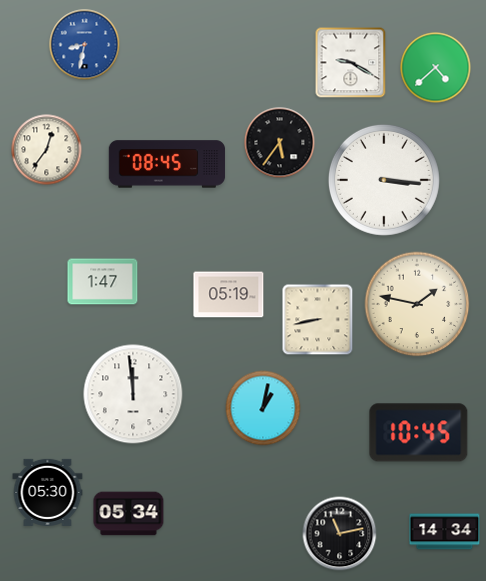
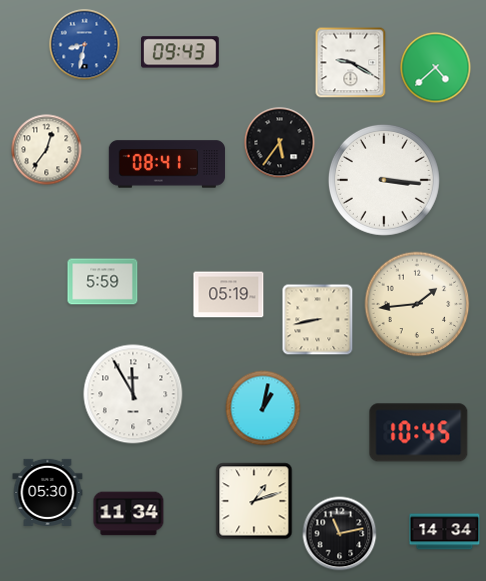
clock at (181, 52): none -> 09:43
clock at (167, 164): 08:45 -> 08:41
clock at (103, 282): 1:47 -> 5:59
clock at (417, 304): 1:47 -> 1:44
clock at (133, 394): 11:59 -> 11:55
clock at (254, 501): none -> 1:12
clock at (129, 514): 05:34 -> 11:34
